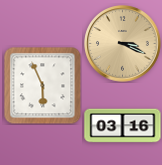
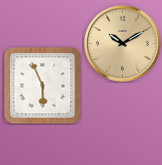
clock at (123, 44): 3:19 -> 10:10
clock at (123, 126): 03:16 -> none
